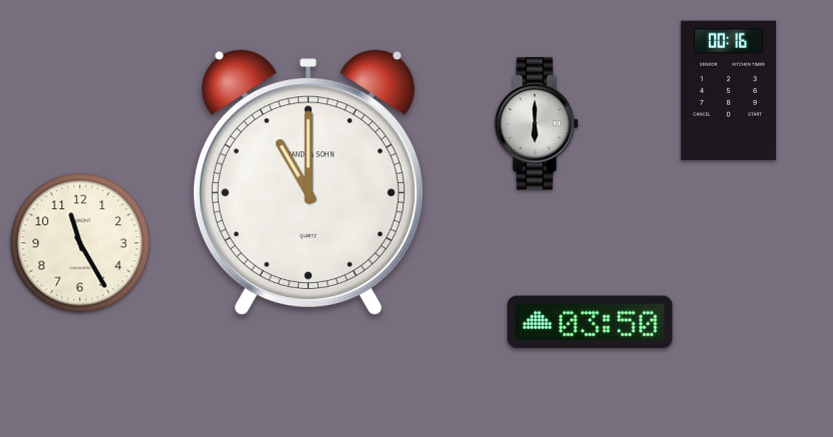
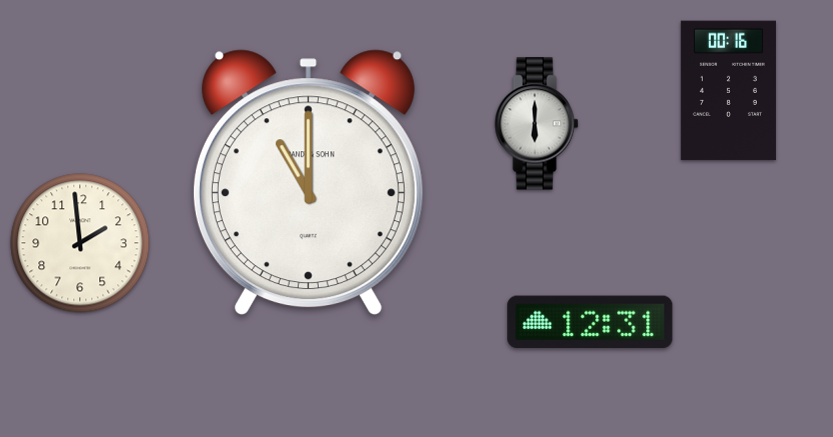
clock at (80, 243): 11:25 -> 1:59
clock at (590, 322): 03:50 -> 12:31
